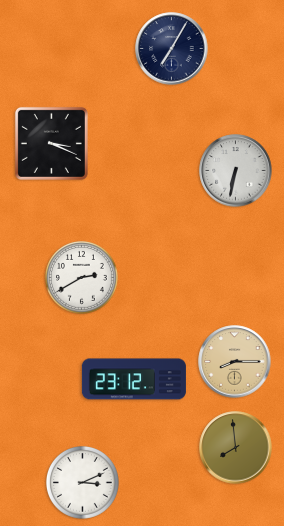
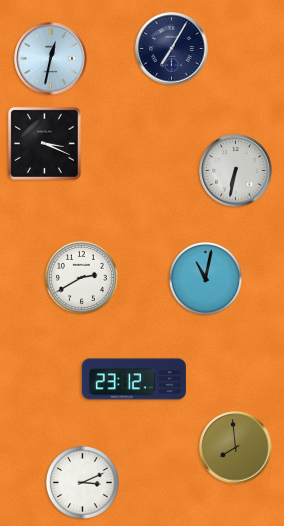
clock at (51, 59): none -> 12:32
clock at (51, 143) position: (51, 143) -> (44, 143)
clock at (205, 278): none -> 11:02
clock at (235, 362): 8:15 -> none
